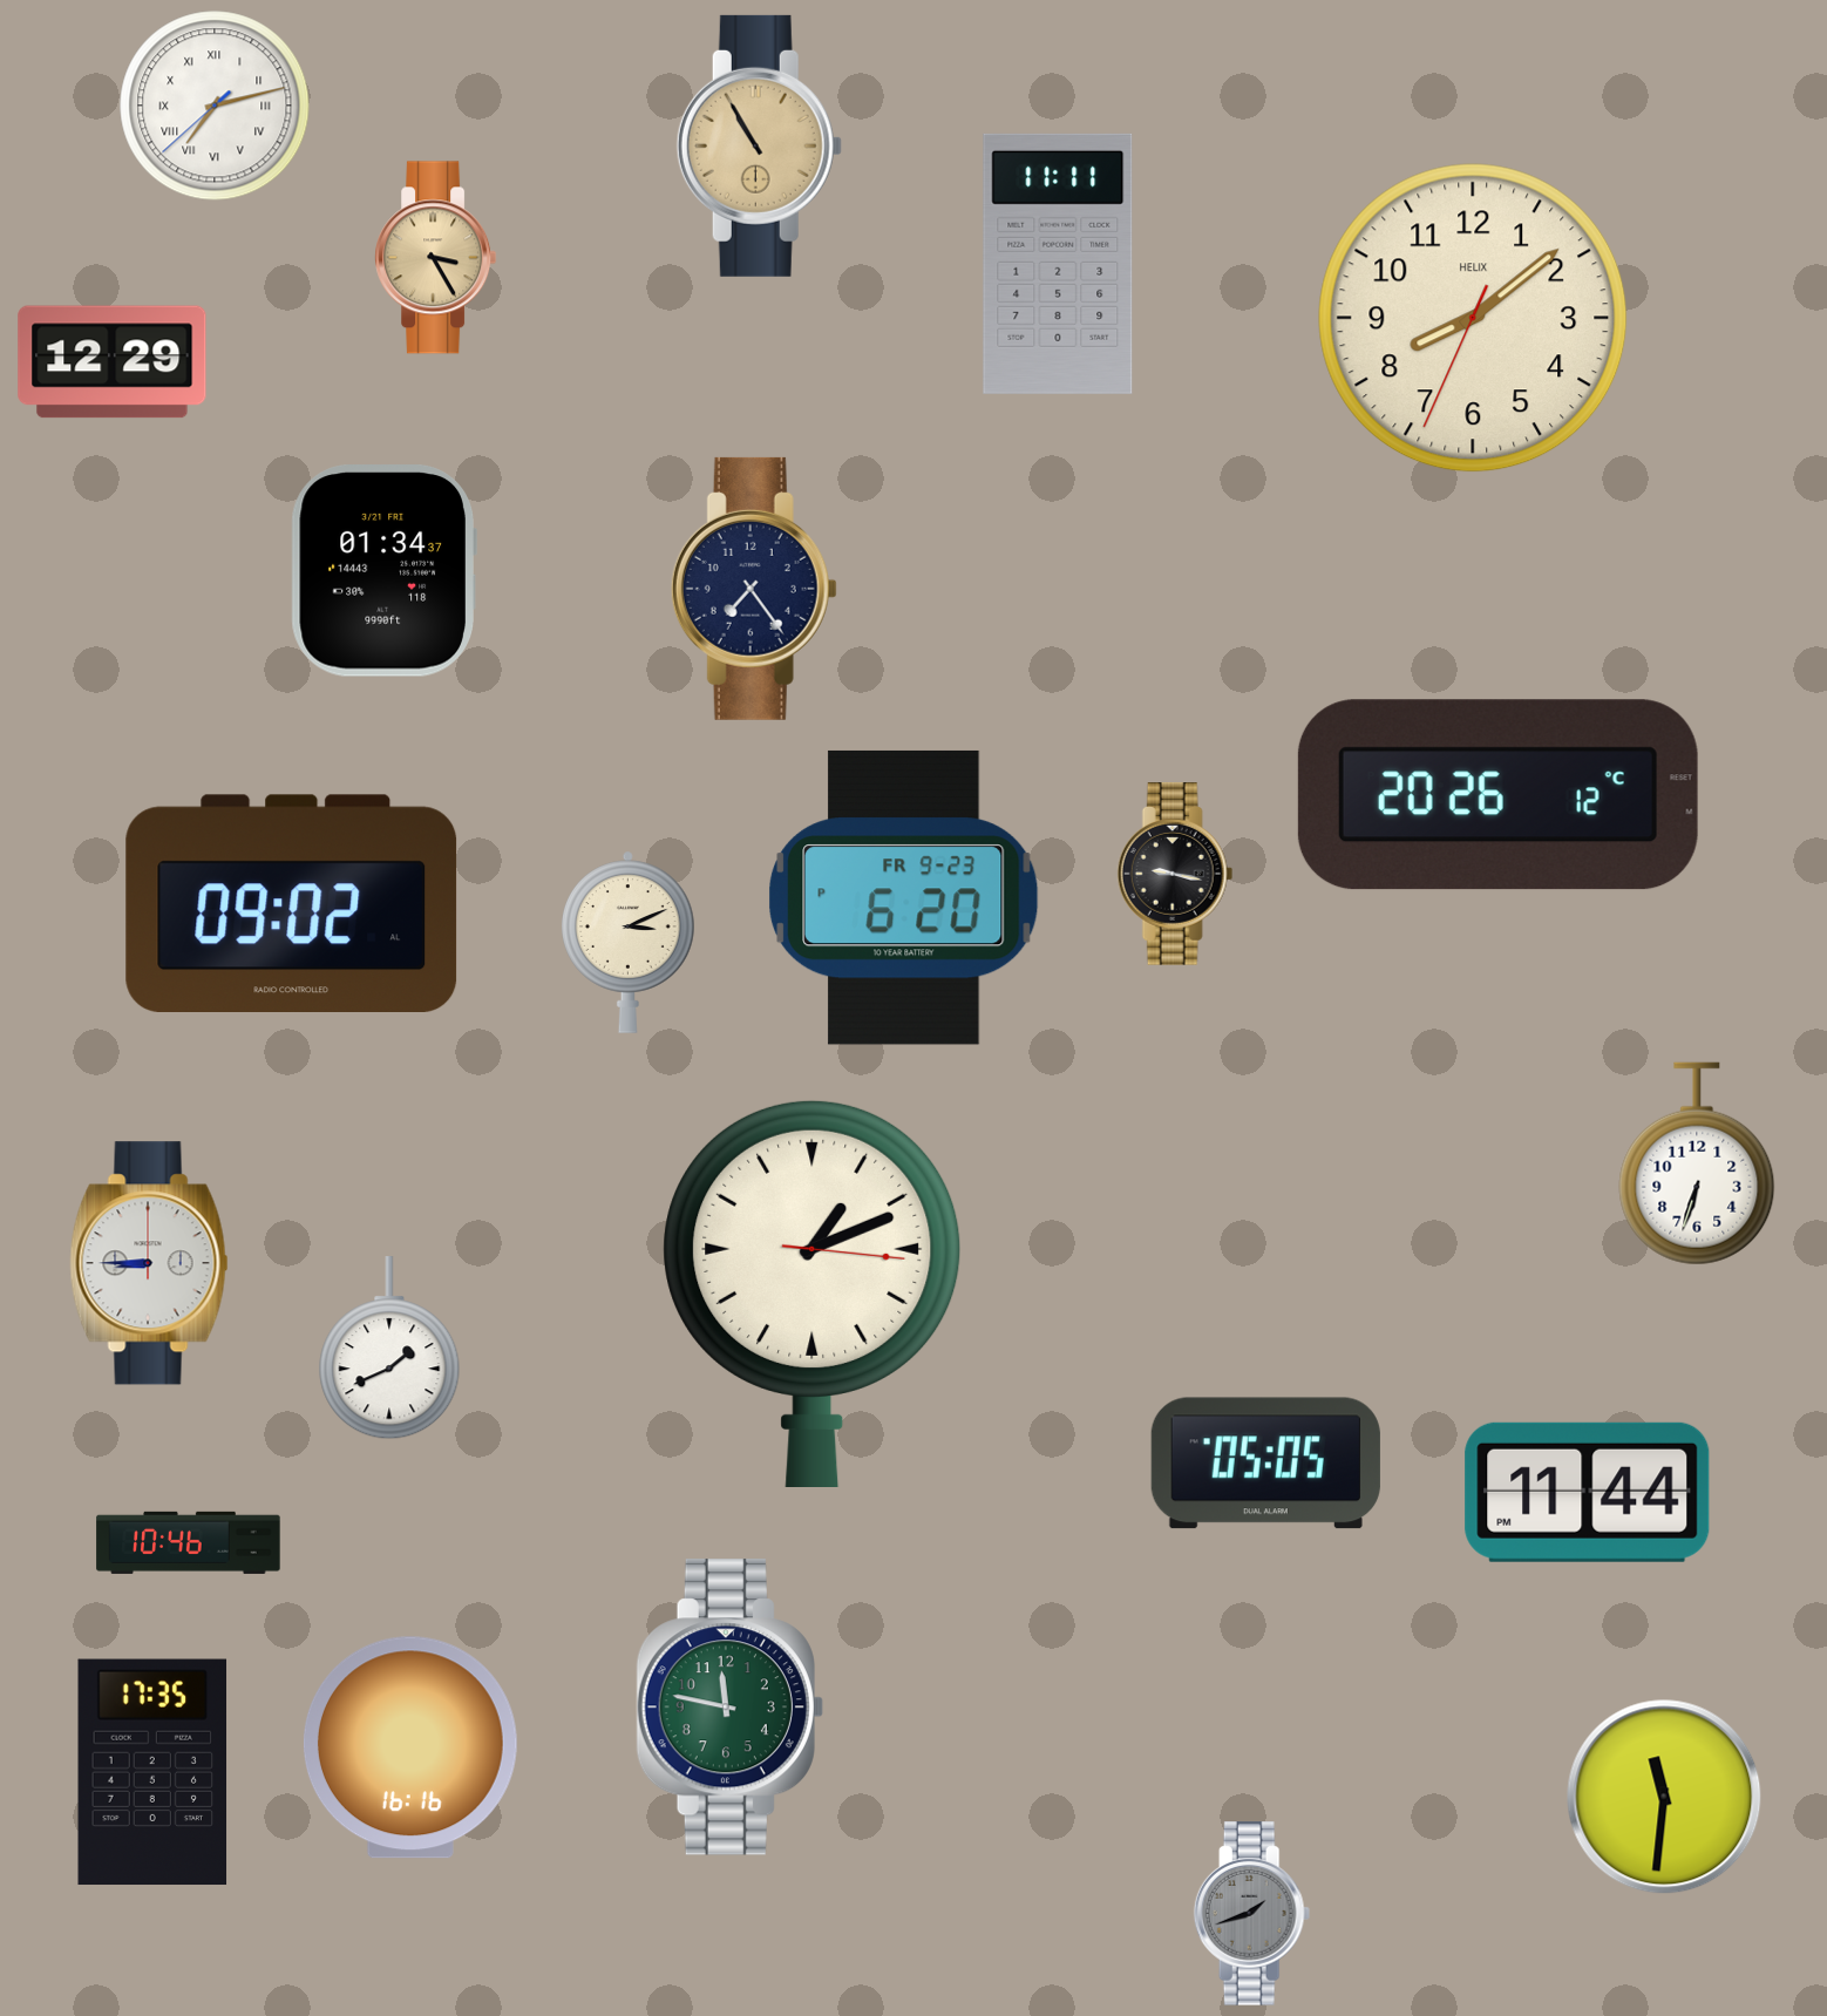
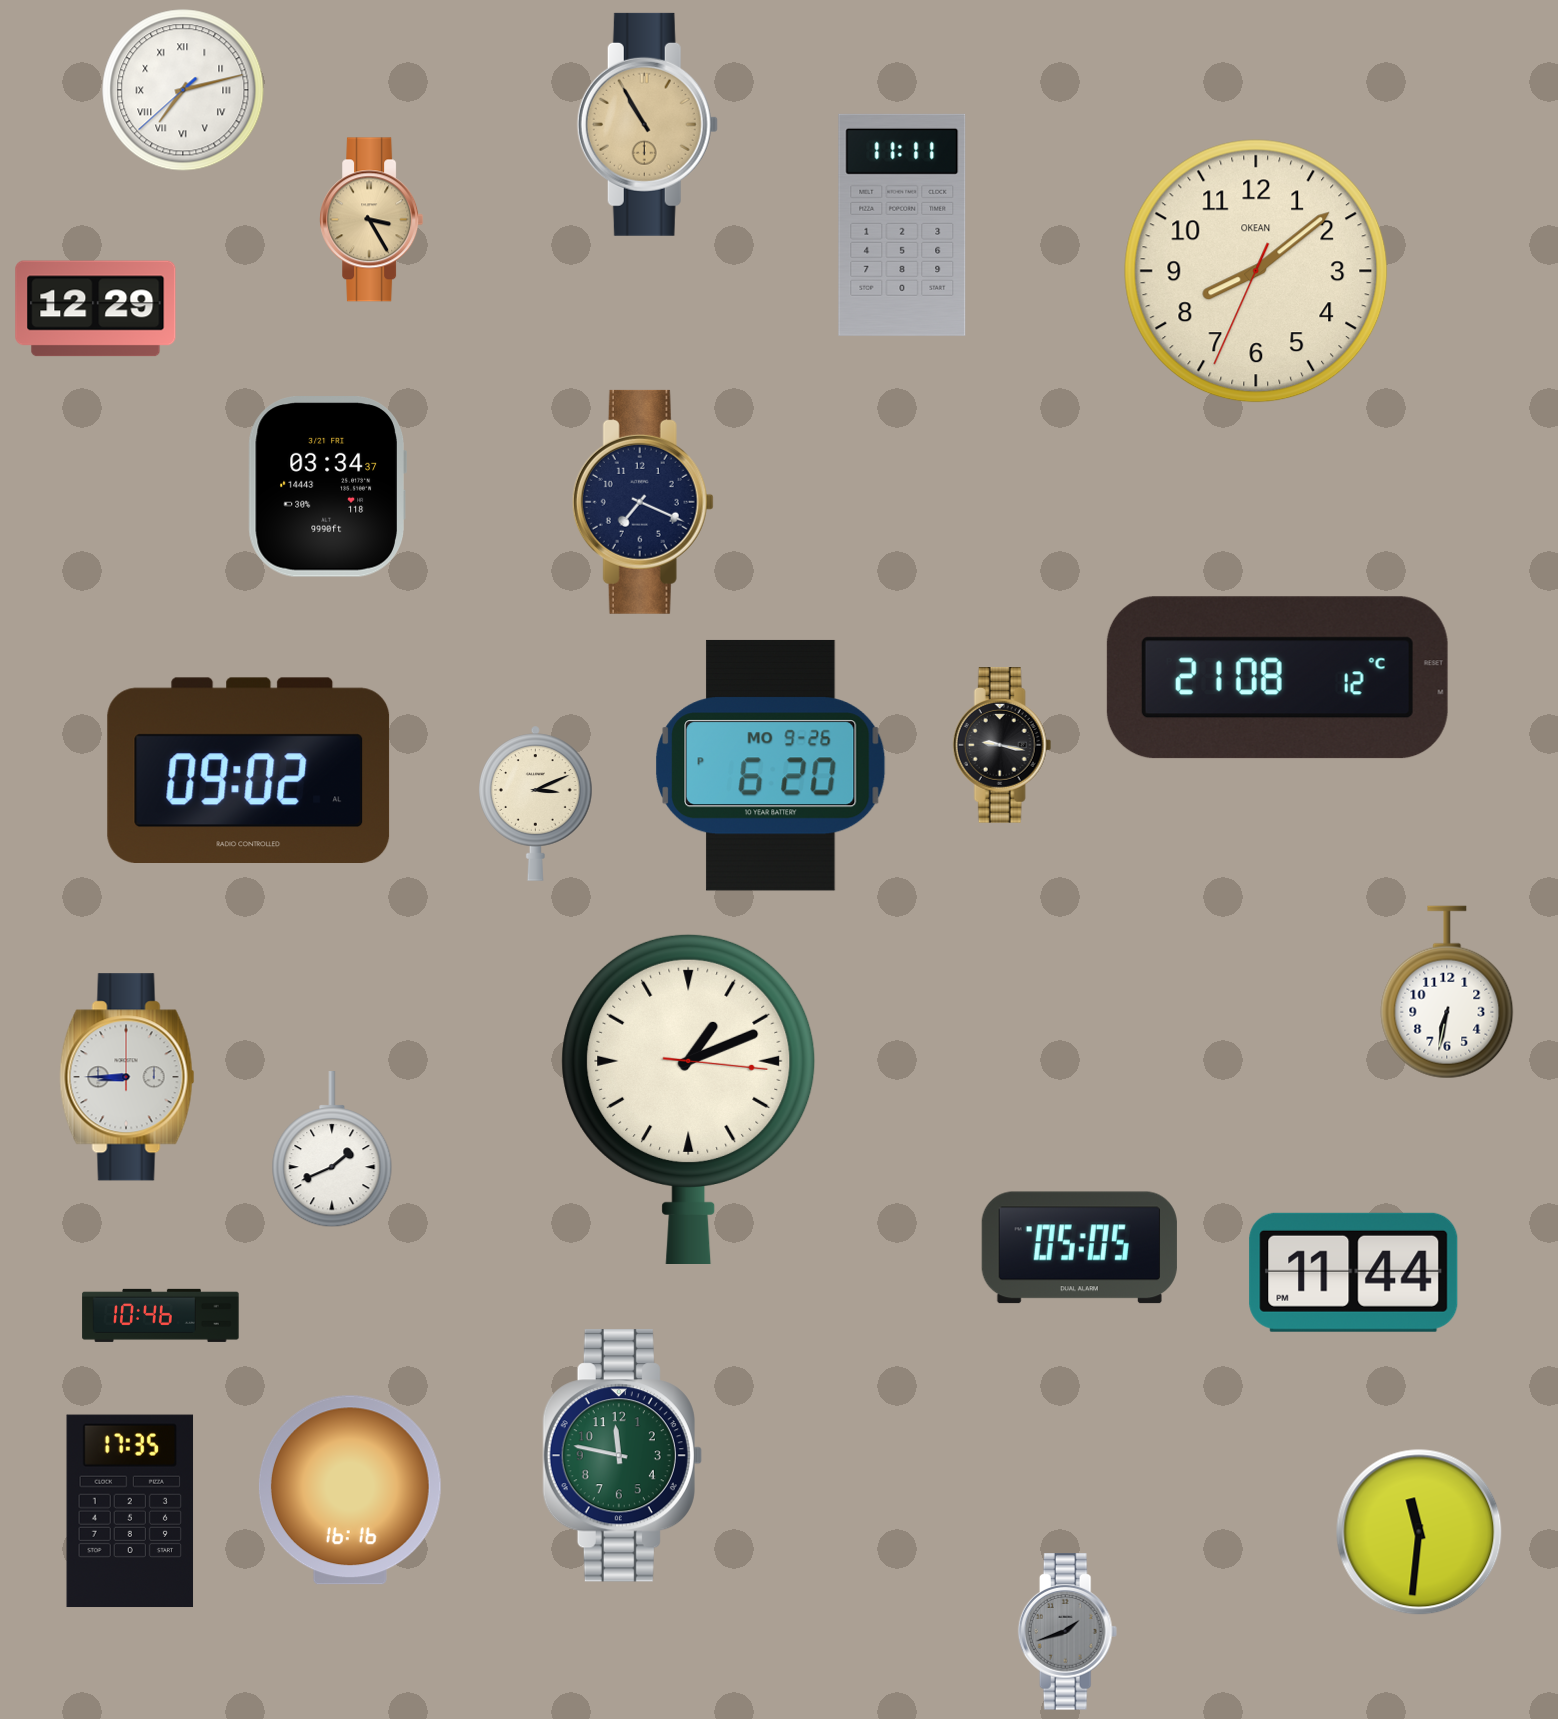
clock at (1473, 318) brand: HELIX -> OKEAN
clock at (383, 571): 01:34 -> 03:34
clock at (754, 589): 7:24 -> 7:19
clock at (1497, 795): 20:26 -> 21:08
clock at (904, 897) date: FR 9-23 -> MO 9-26
clock at (1697, 1163): 6:33 -> 6:32
clock at (813, 1292) position: (813, 1292) -> (689, 1098)
